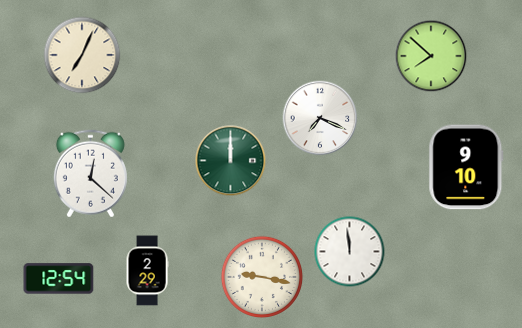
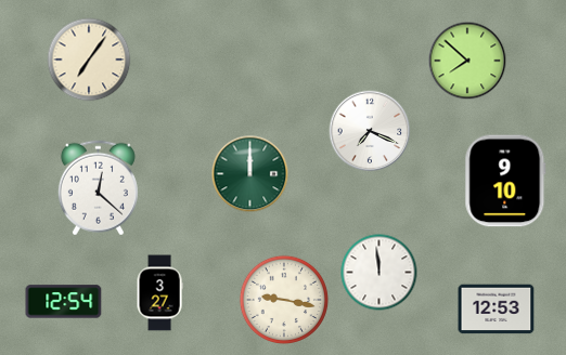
clock at (82, 55): 7:04 -> 7:06
clock at (320, 118) position: (320, 118) -> (370, 131)
clock at (147, 271): 2:29 -> 3:27
clock at (497, 310): none -> 12:53
